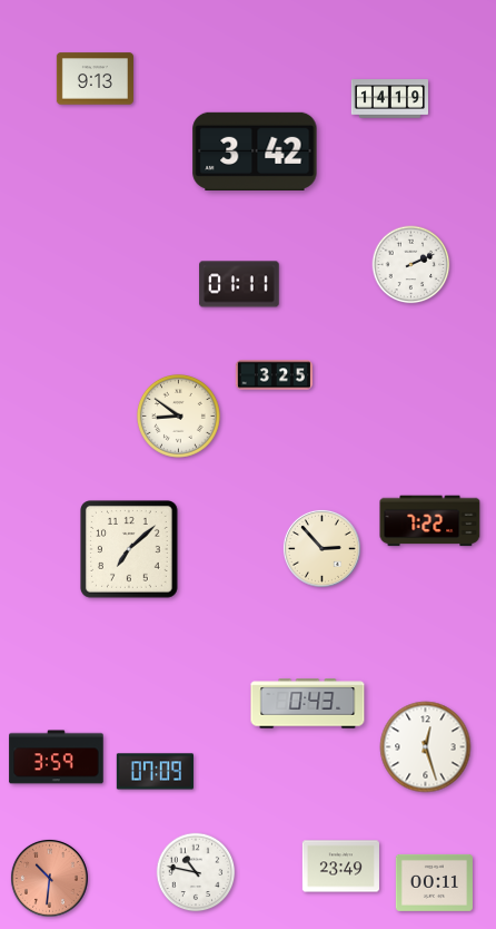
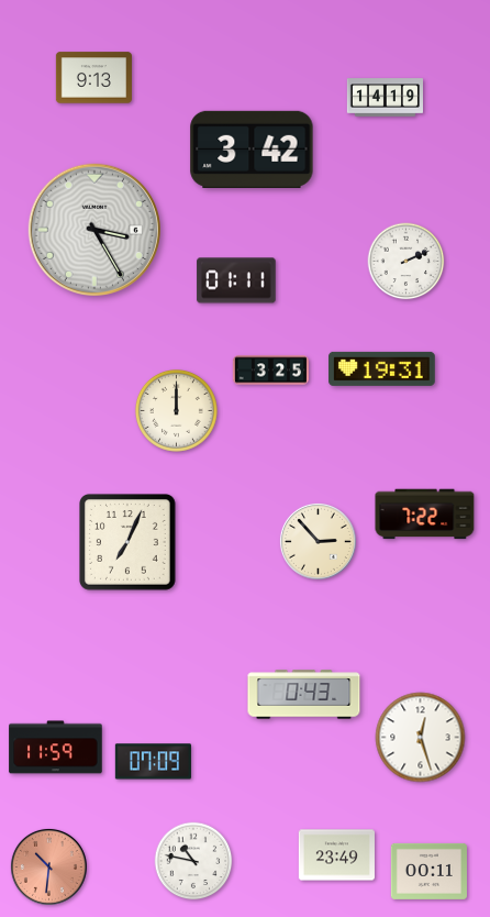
clock at (93, 229): none -> 3:25
clock at (382, 368): none -> 19:31
clock at (178, 415): 8:51 -> 12:00
clock at (130, 550): 7:08 -> 7:04
clock at (57, 757): 3:59 -> 11:59
